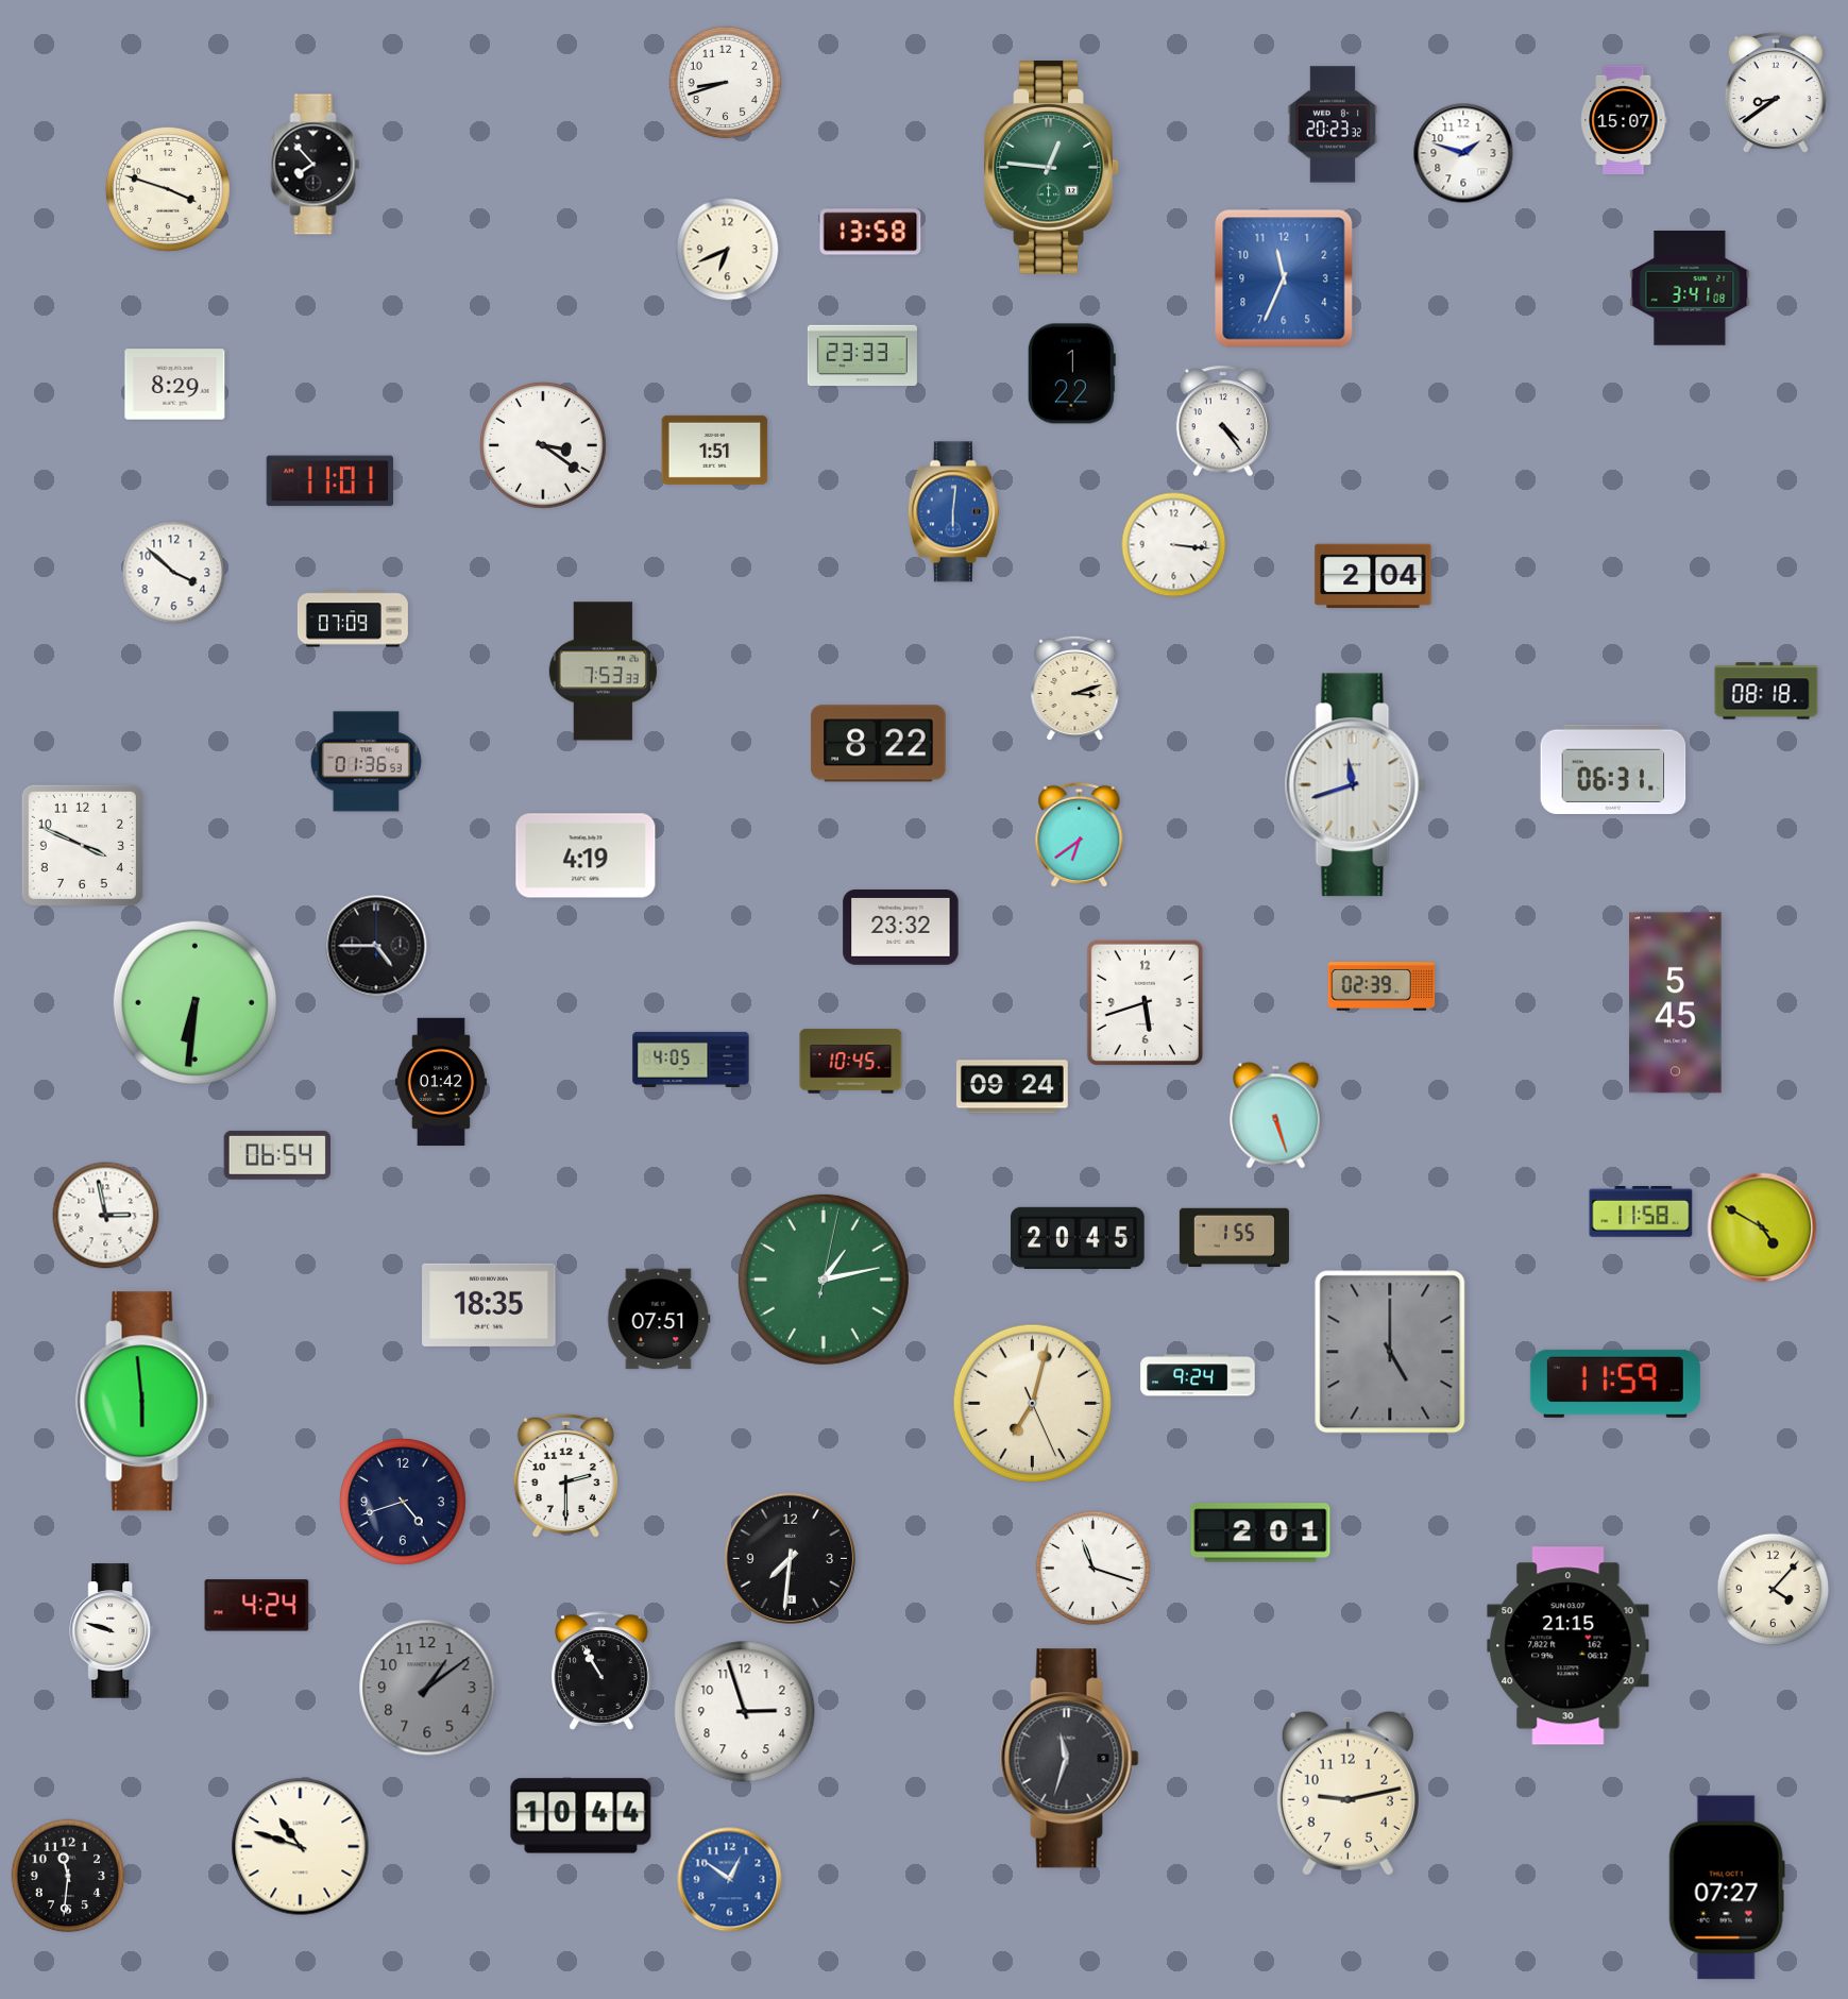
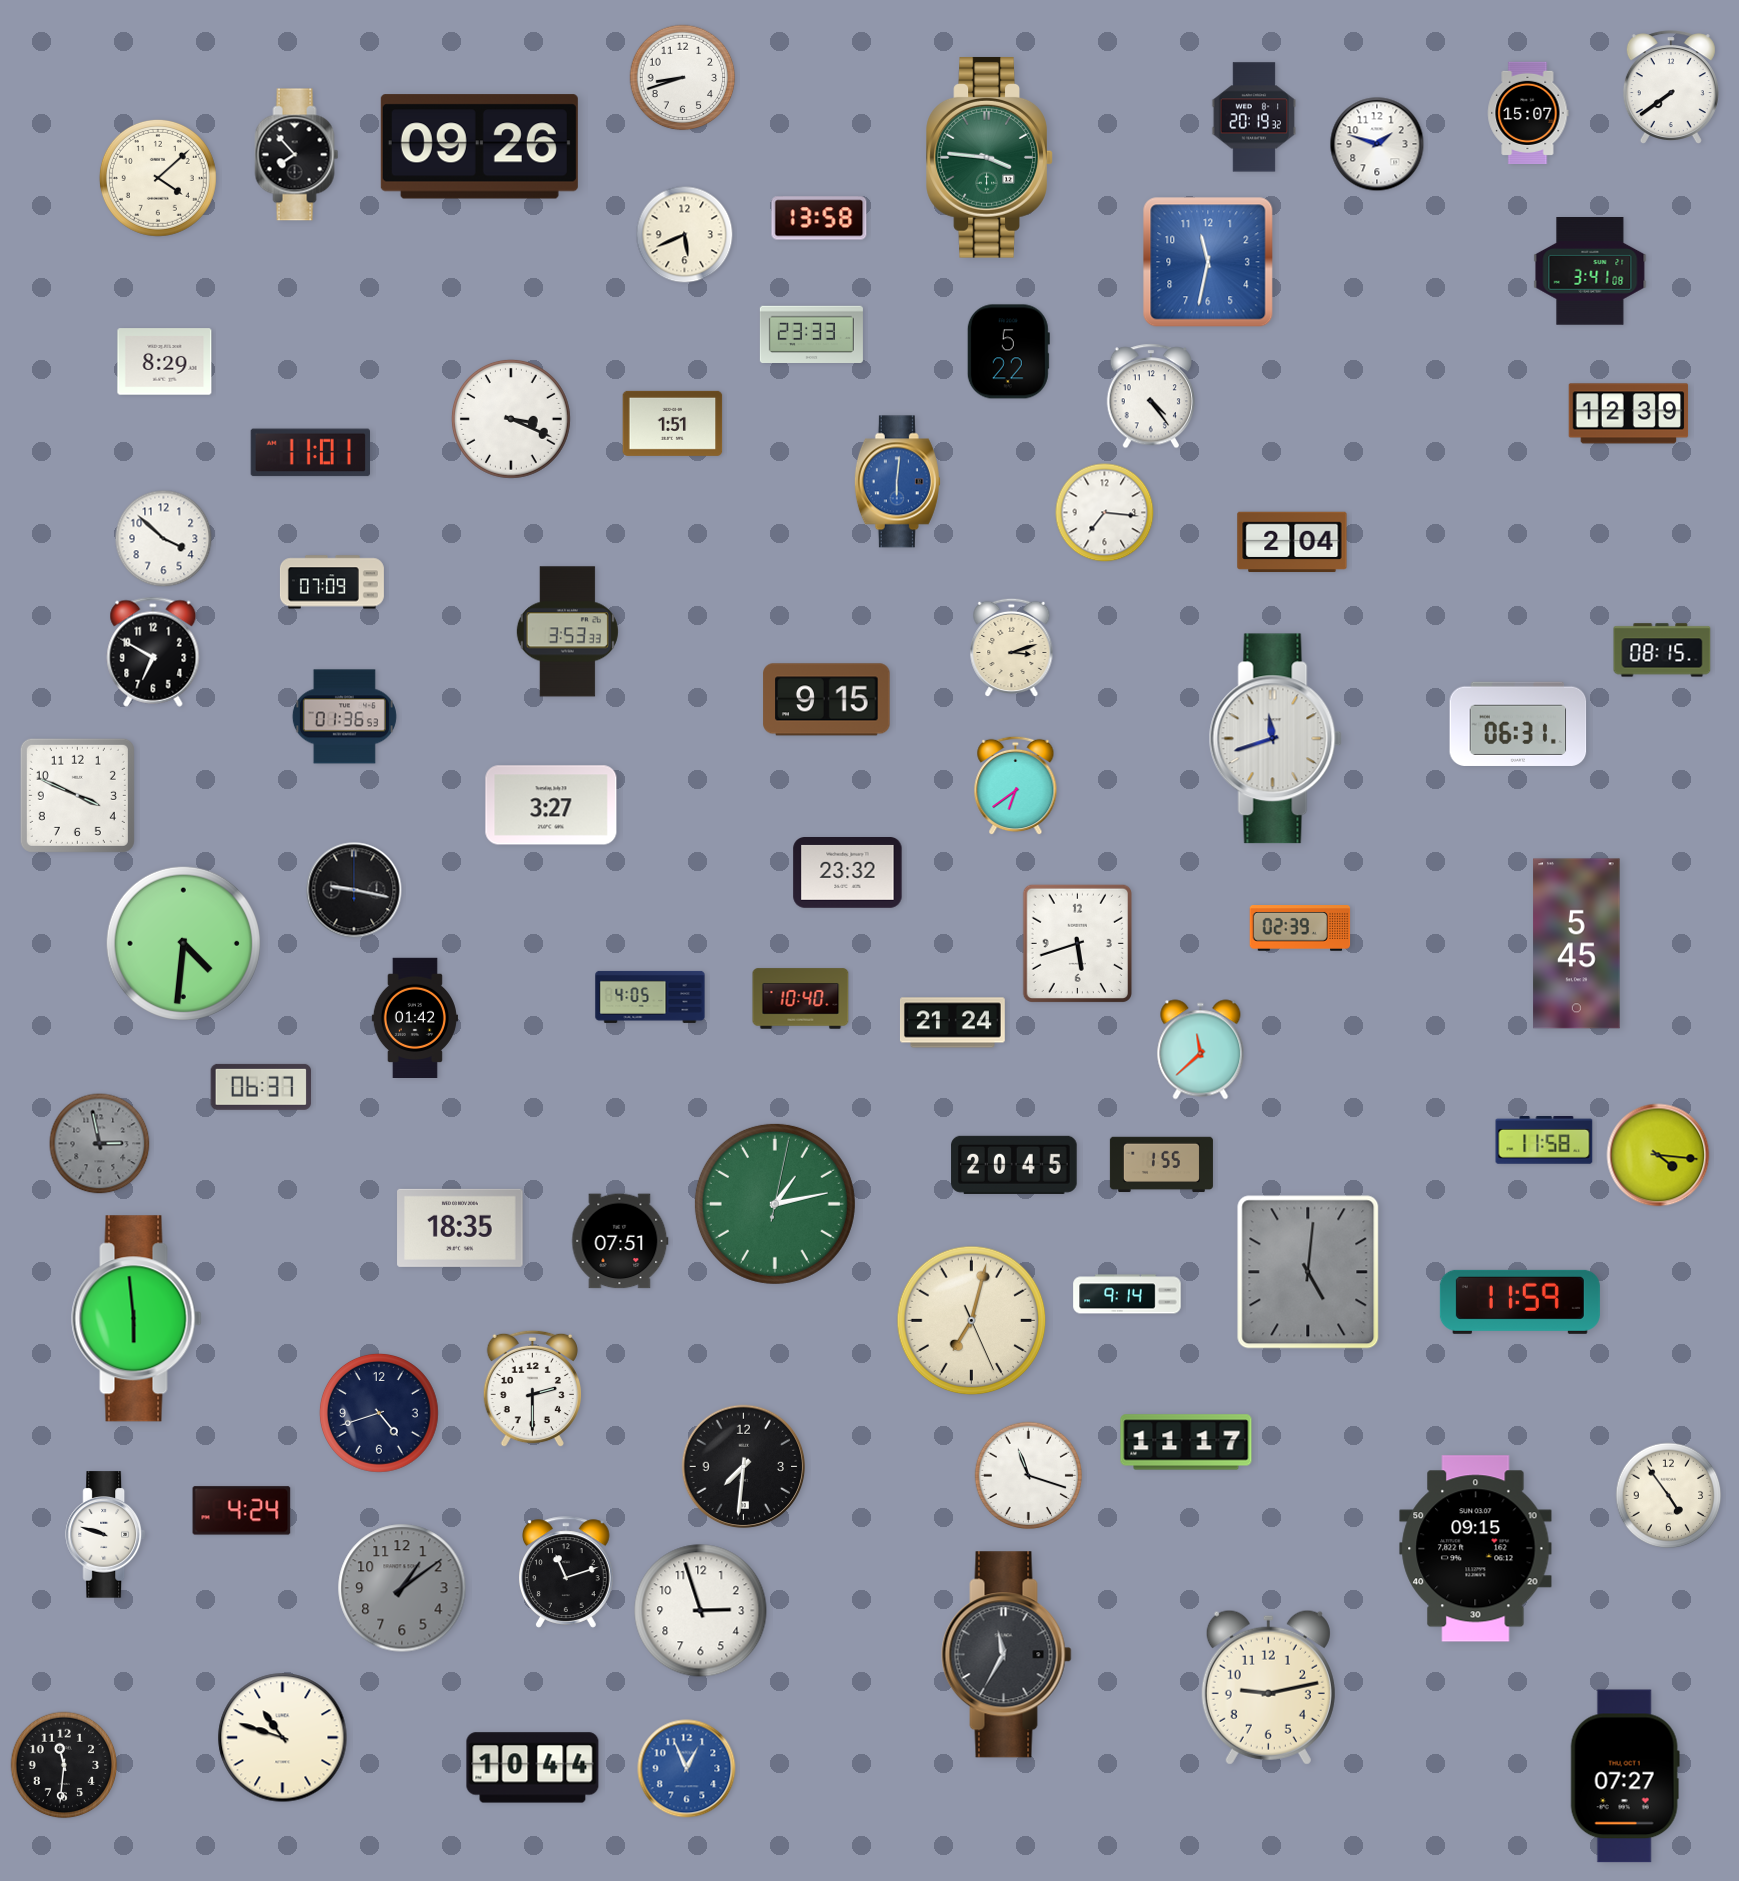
clock at (1776, 92): 8:39 -> 7:39
clock at (1333, 124): 20:23 -> 20:19
clock at (479, 147): none -> 09:26
clock at (1052, 167): 12:46 -> 3:46
clock at (168, 189): 3:48 -> 4:08
clock at (728, 250): 6:41 -> 5:41
clock at (1284, 278): 11:34 -> 11:32
clock at (1071, 374): 1:22 -> 5:22
clock at (1629, 414): none -> 12:39
clock at (543, 445): 3:21 -> 3:19
clock at (1174, 545): 3:16 -> 7:16
clock at (603, 672): 7:53 -> 3:53
clock at (1766, 691): 08:18 -> 08:15
clock at (153, 652): none -> 6:50
clock at (879, 744): 8:22 -> 9:15
clock at (586, 855): 4:19 -> 3:27
clock at (376, 946): 4:45 -> 9:17
clock at (194, 1002): 6:31 -> 4:31
clock at (851, 1062): 10:45 -> 10:40
clock at (1012, 1087): 09:24 -> 21:24
clock at (1276, 1116): 5:27 -> 11:38
clock at (276, 1155): 06:54 -> 06:37
clock at (106, 1216) dial: white -> grey
clock at (1762, 1227): 4:50 -> 4:16
clock at (1390, 1352): 5:00 -> 5:01
clock at (1198, 1375): 9:24 -> 9:14
clock at (1260, 1532): 2:01 -> 11:17
clock at (1774, 1590): 4:07 -> 4:54
clock at (1569, 1646): 21:15 -> 09:15
clock at (603, 1671): 10:55 -> 11:12
clock at (1070, 1759): 11:33 -> 11:35
clock at (581, 1816) position: (581, 1816) -> (533, 1768)
clock at (730, 1880): 12:51 -> 12:56
